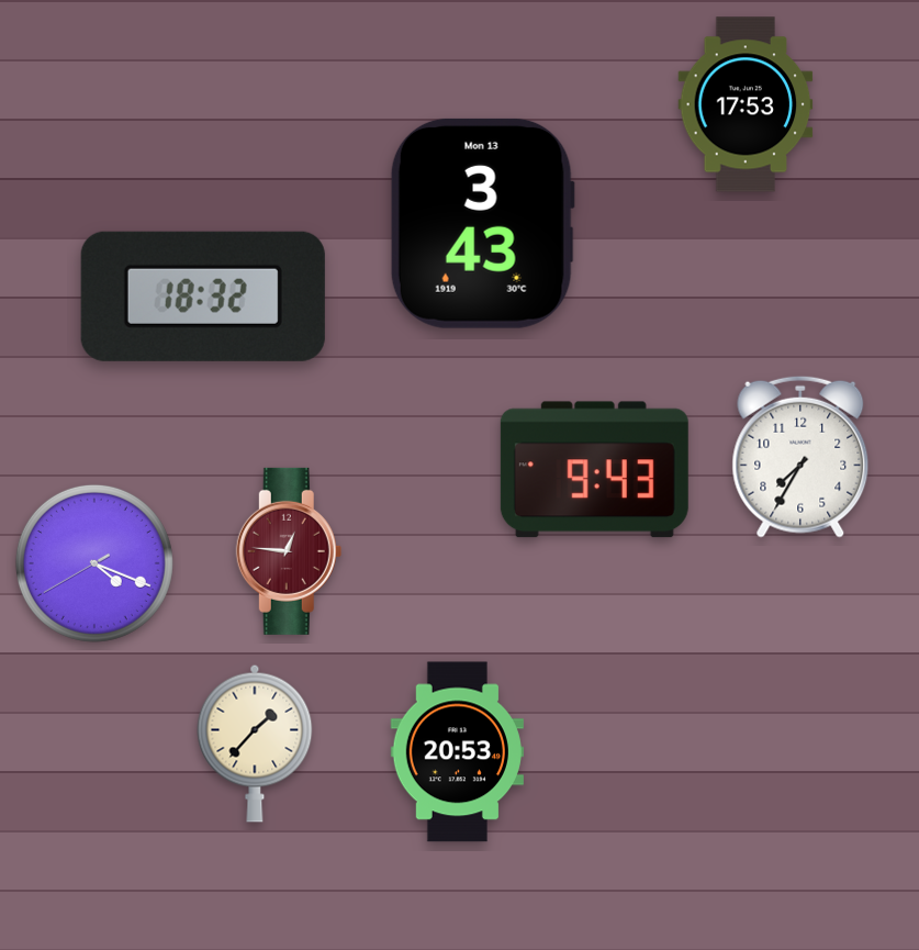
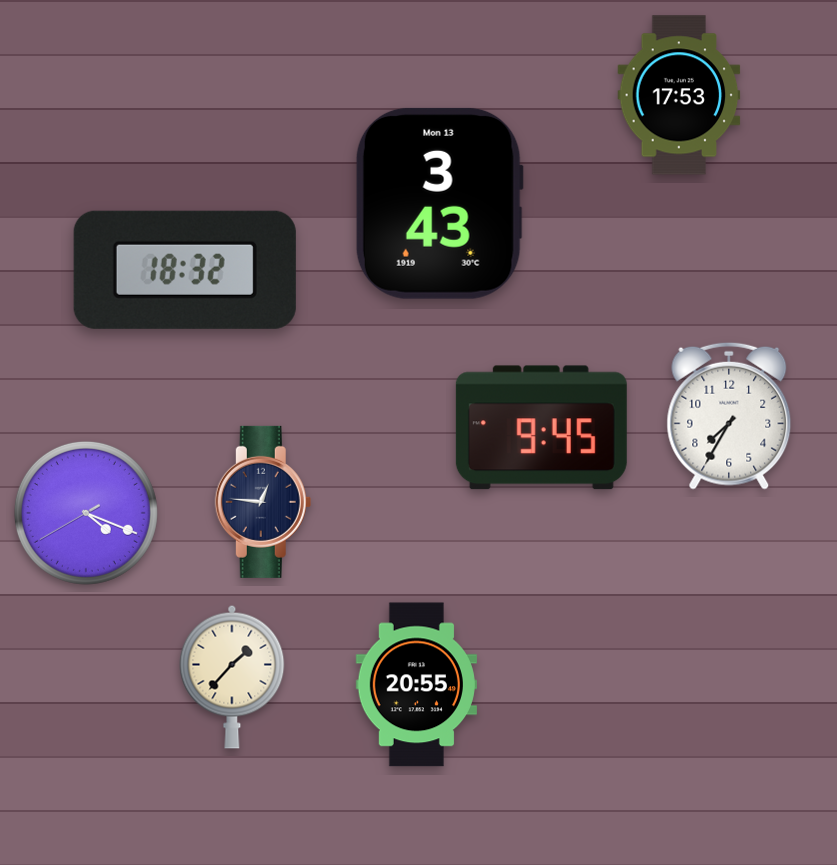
clock at (594, 470): 9:43 -> 9:45
clock at (289, 551) dial: burgundy -> navy
clock at (457, 752): 20:53 -> 20:55
